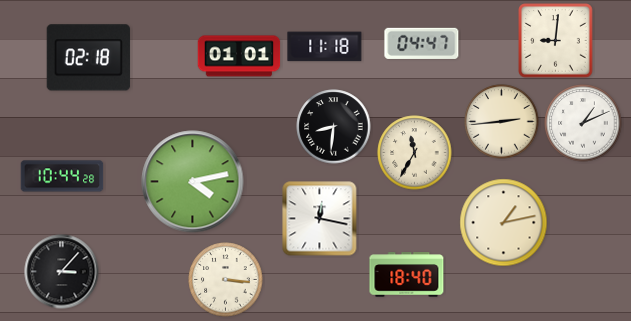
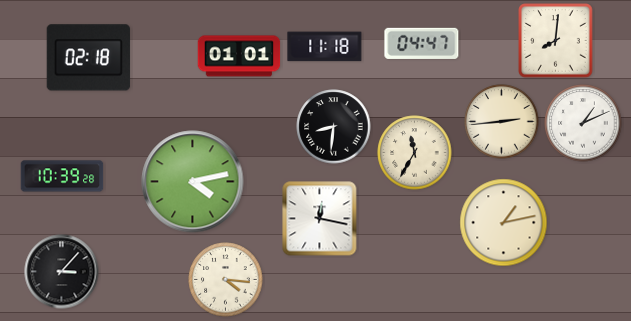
clock at (556, 41): 9:01 -> 8:01
clock at (62, 176): 10:44 -> 10:39
clock at (407, 275): 18:40 -> none
clock at (226, 280): 3:16 -> 4:16
